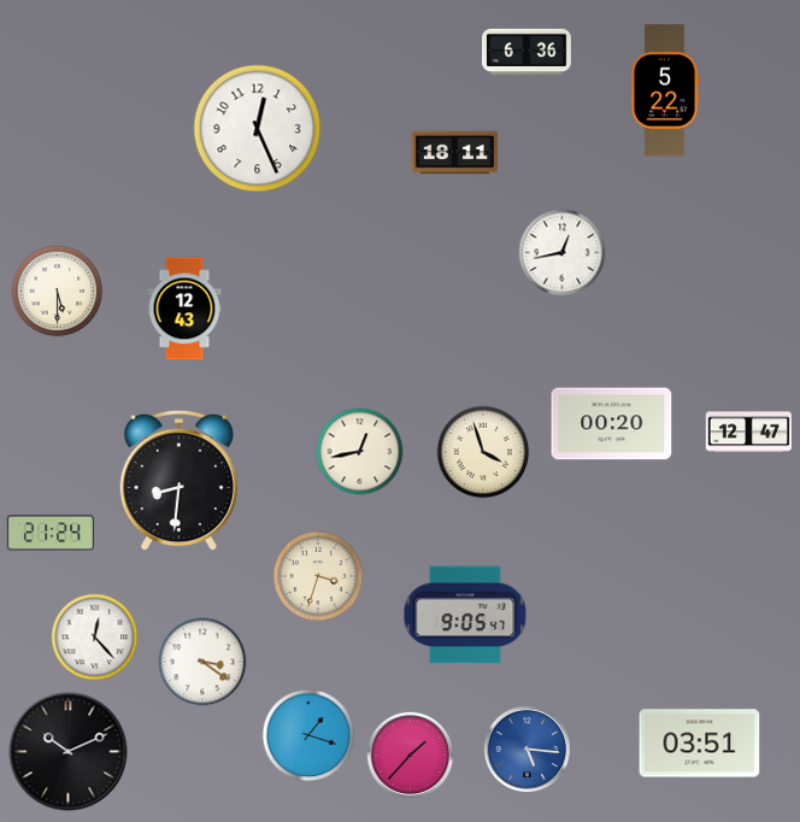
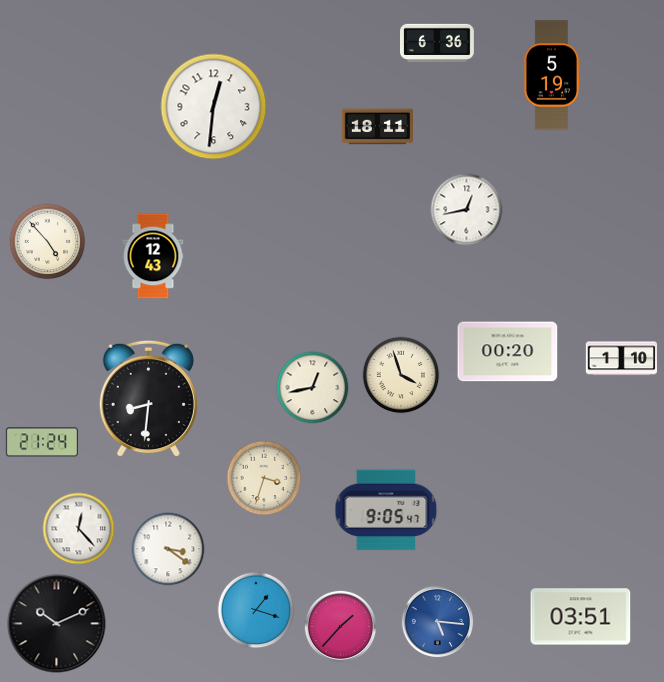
clock at (665, 90): 5:22 -> 5:19
clock at (258, 129): 12:26 -> 12:31
clock at (58, 292): 5:30 -> 4:53
clock at (748, 433): 12:47 -> 1:10
clock at (360, 452) position: (360, 452) -> (313, 388)
